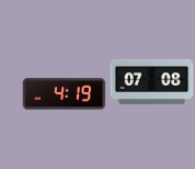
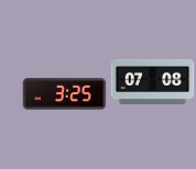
clock at (65, 94): 4:19 -> 3:25
